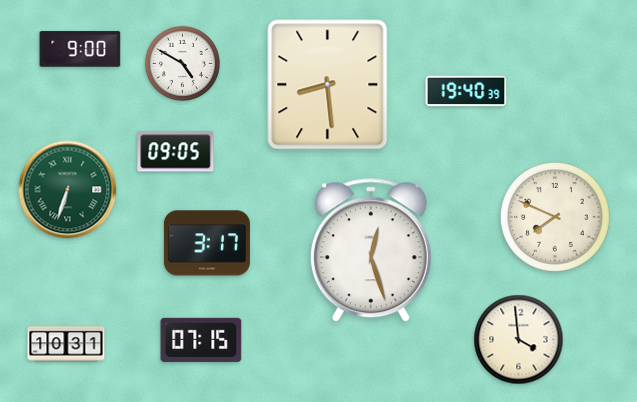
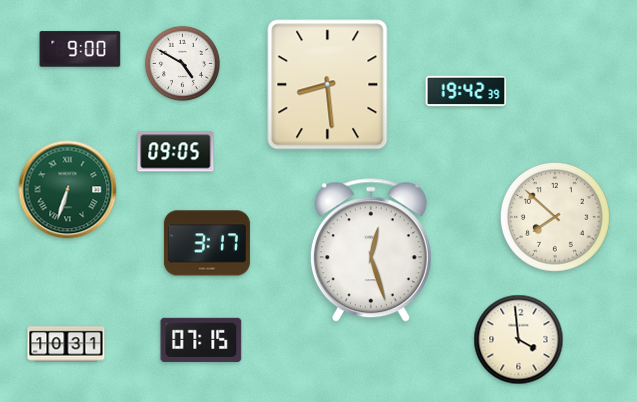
clock at (466, 91): 19:40 -> 19:42
clock at (555, 217): 7:49 -> 7:52
